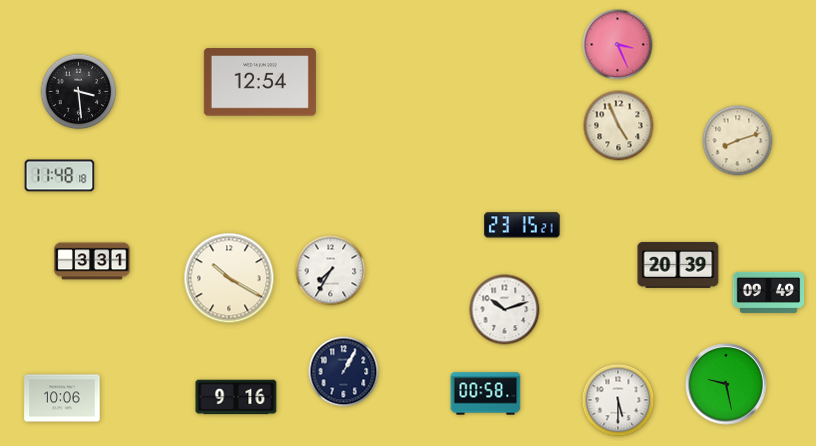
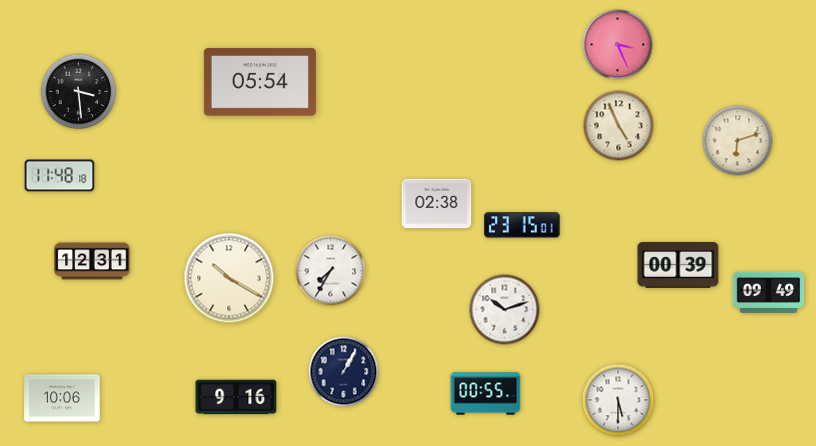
clock at (260, 82): 12:54 -> 05:54
clock at (738, 141): 8:12 -> 6:12
clock at (437, 204): none -> 02:38
clock at (522, 225): 23:15:21 -> 23:15:01
clock at (92, 261): 3:31 -> 12:31
clock at (678, 265): 20:39 -> 00:39
clock at (726, 384): 9:28 -> none
clock at (486, 394): 00:58 -> 00:55
